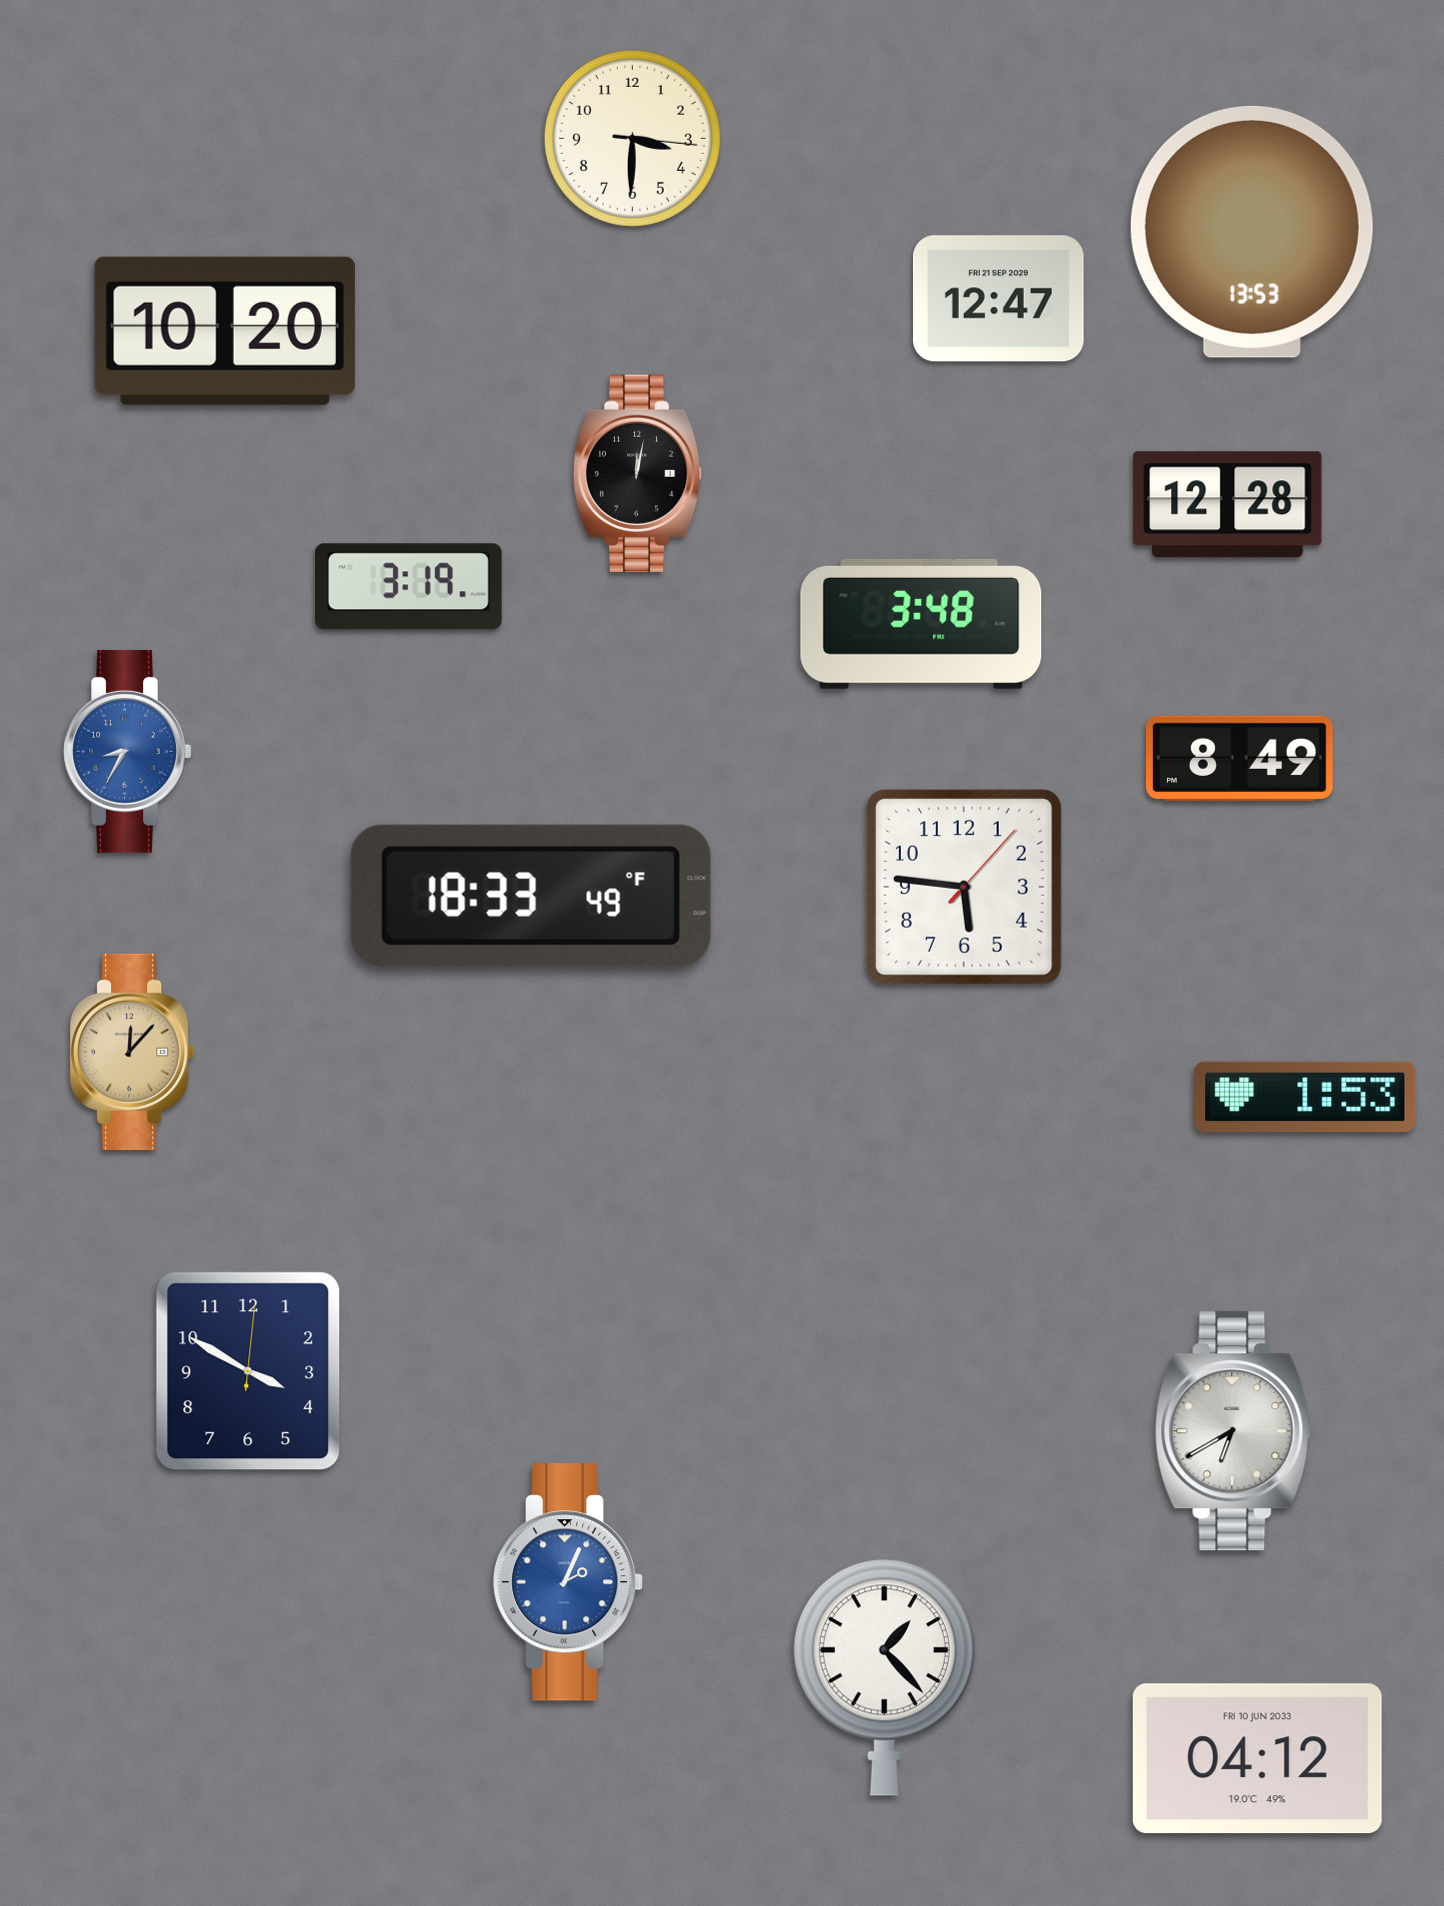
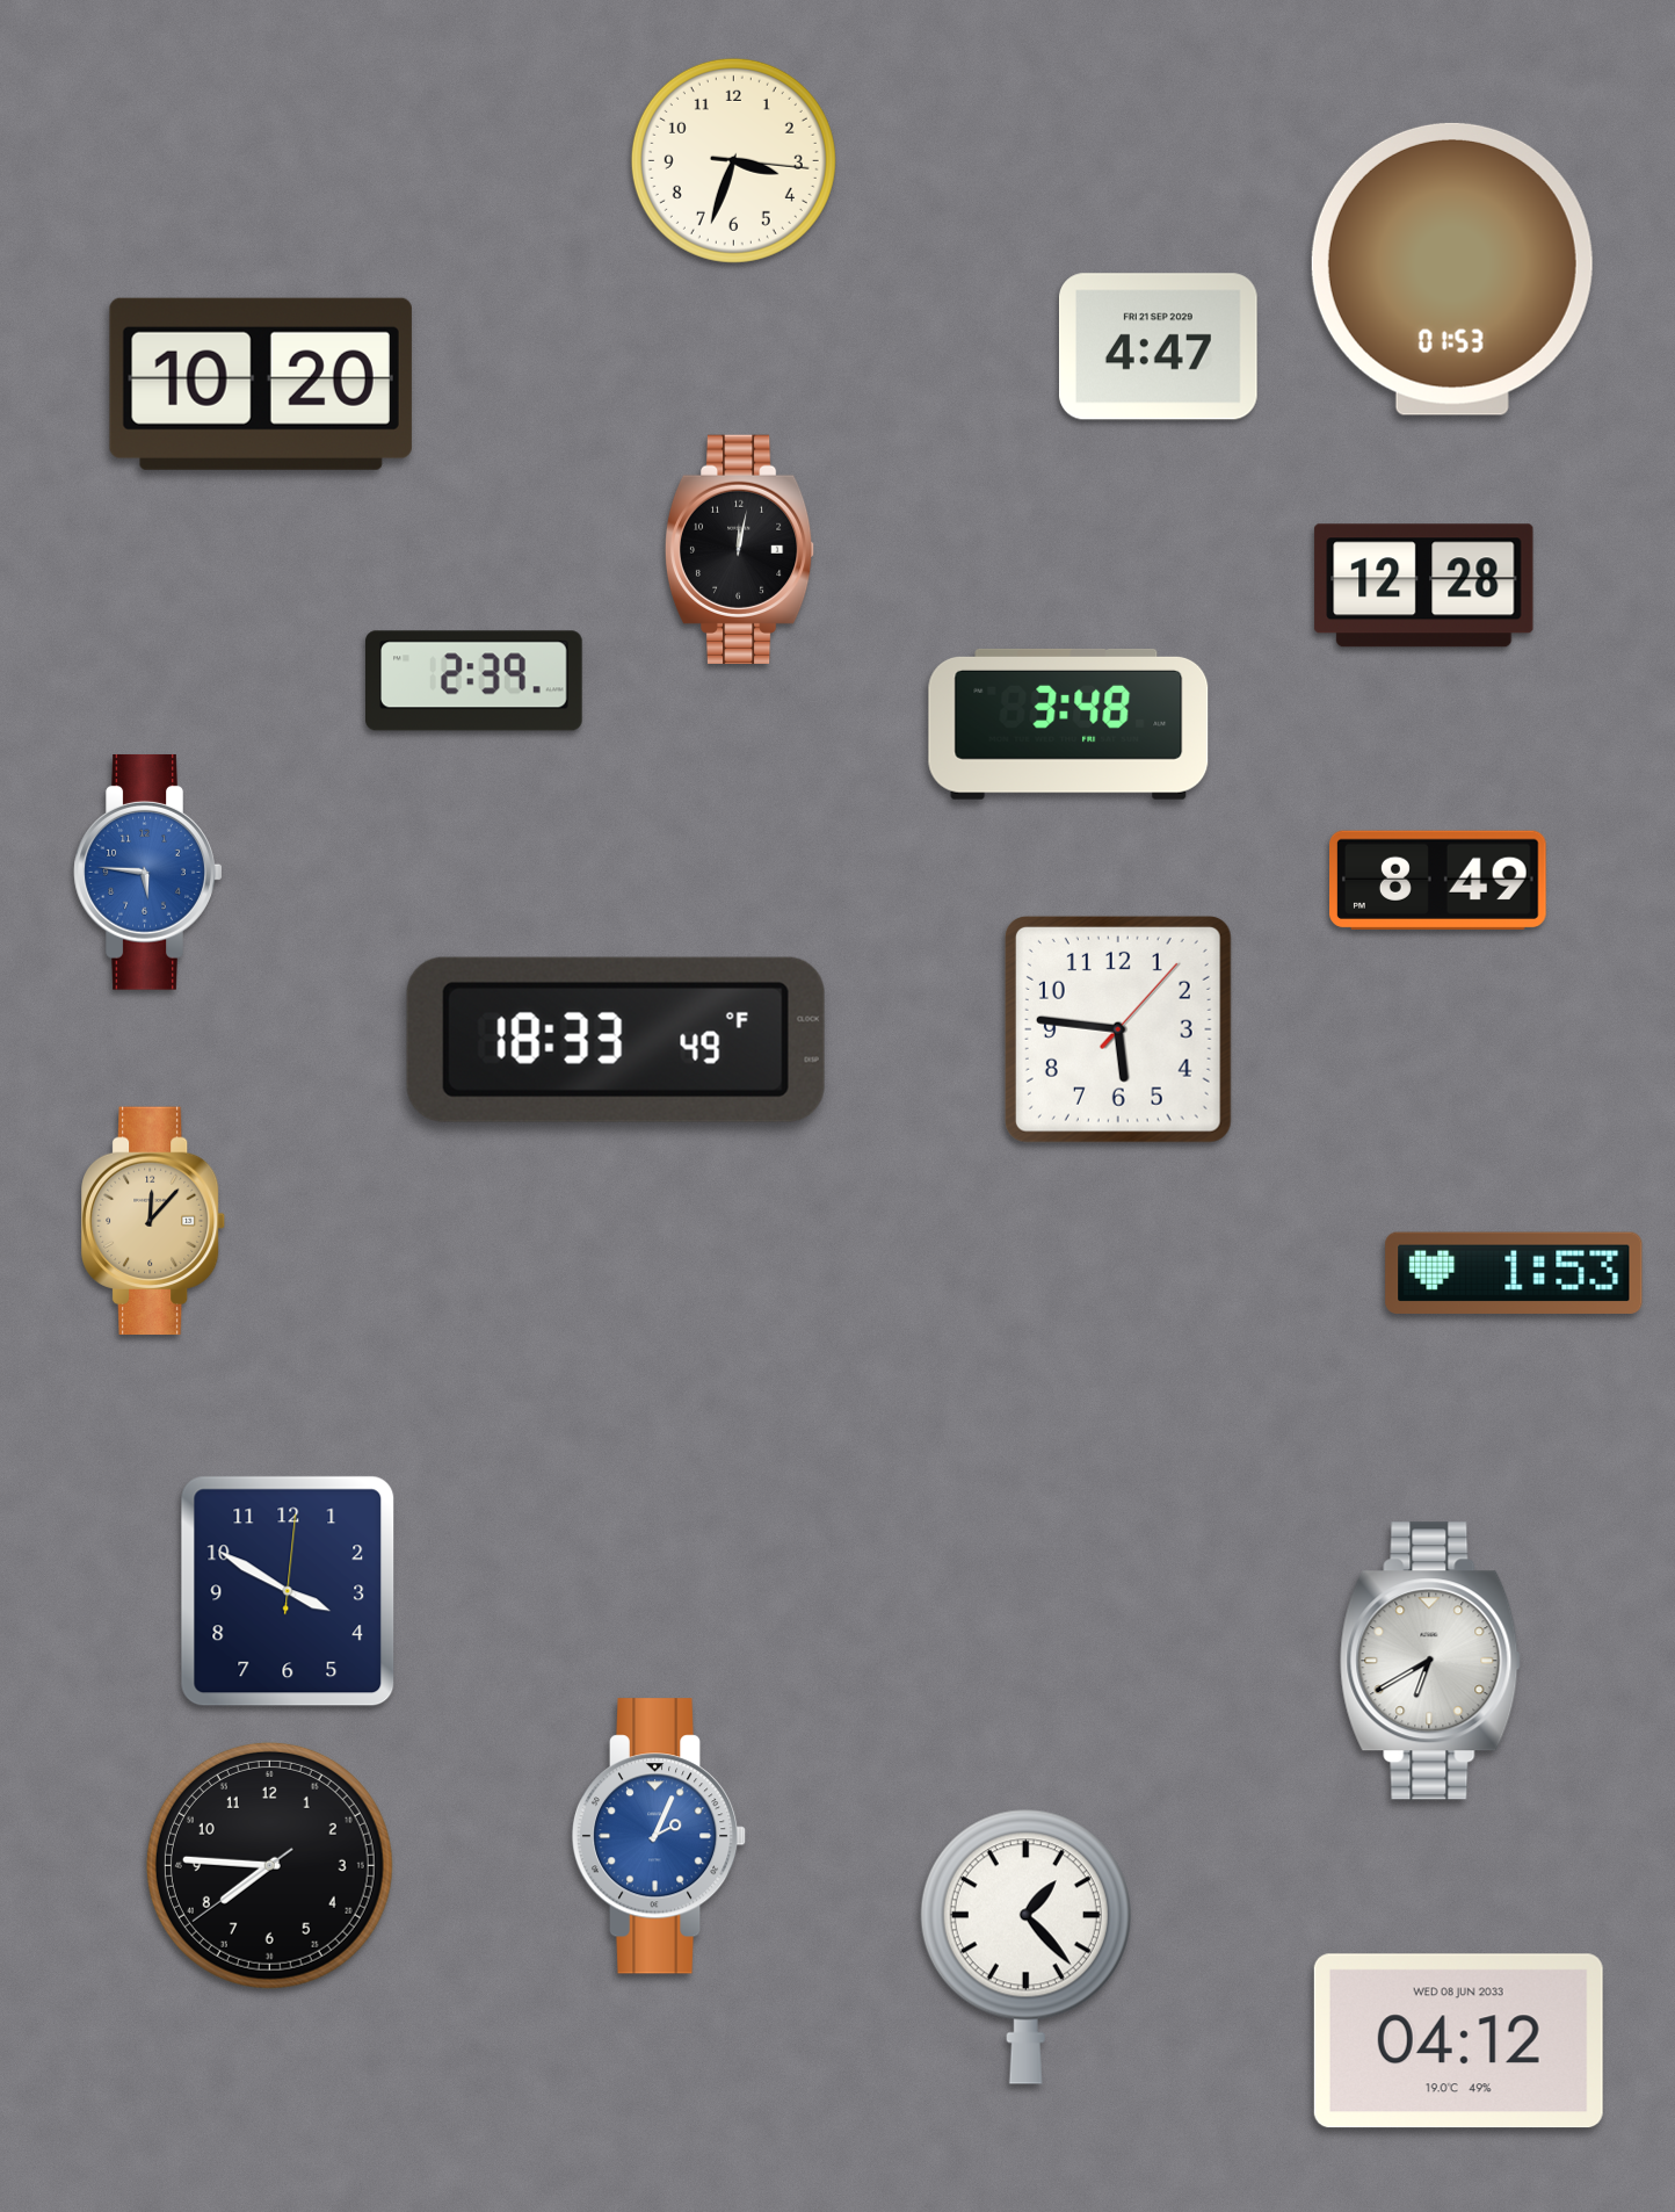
clock at (632, 138): 3:30 -> 3:33
clock at (1252, 232): 13:53 -> 01:53
clock at (999, 299): 12:47 -> 4:47
clock at (409, 587): 3:19 -> 2:39
clock at (128, 752): 8:35 -> 5:46
clock at (269, 1865): none -> 7:45
clock at (1257, 1759) date: FRI 10 JUN 2033 -> WED 08 JUN 2033
